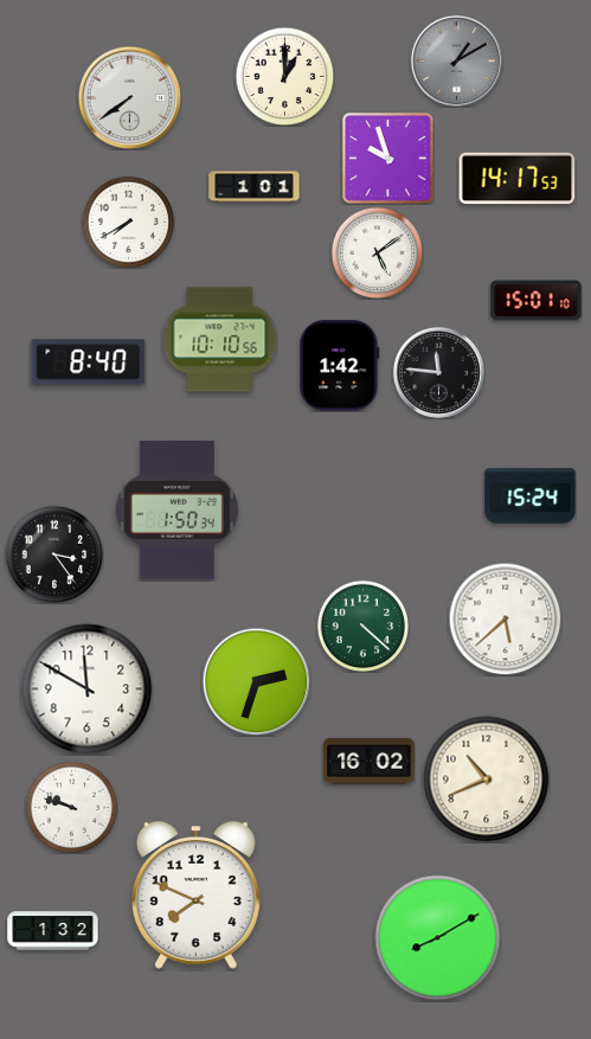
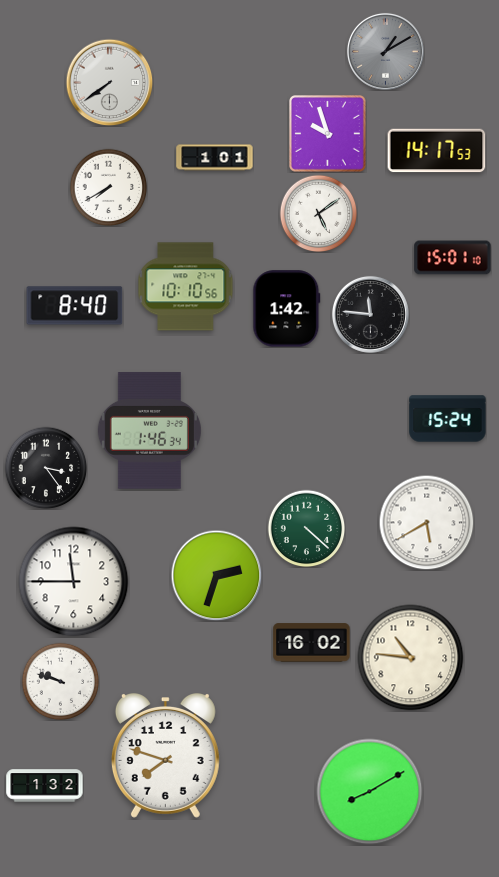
clock at (284, 76): 1:00 -> none
clock at (537, 301) position: (537, 301) -> (453, 258)
clock at (176, 511): 1:50 -> 1:46
clock at (505, 618): 5:38 -> 5:40
clock at (88, 690): 11:50 -> 11:45
clock at (487, 780): 10:41 -> 10:46
clock at (195, 896): 7:49 -> 7:48
